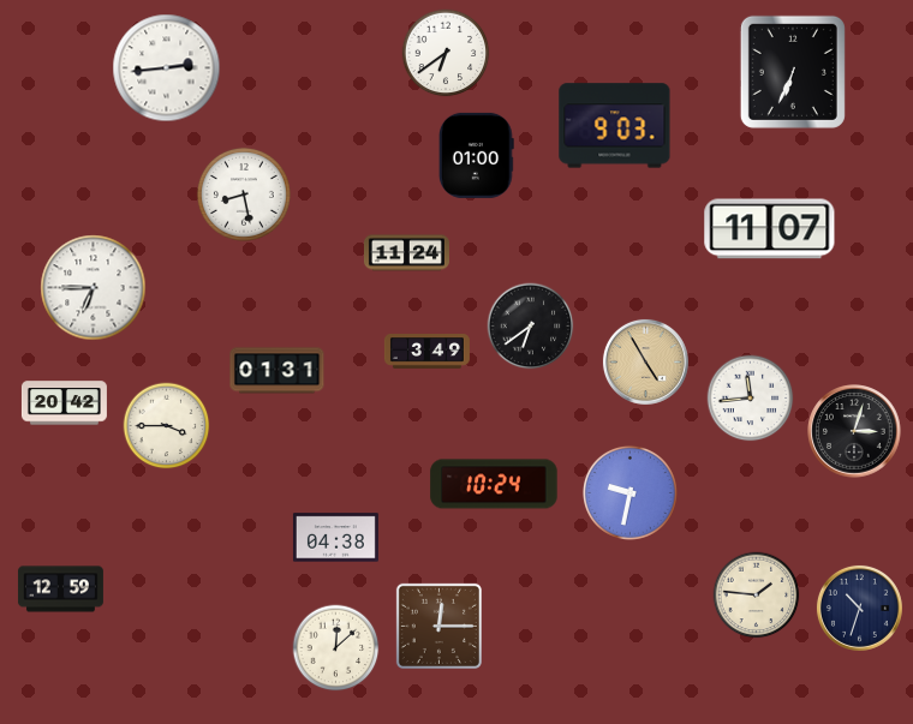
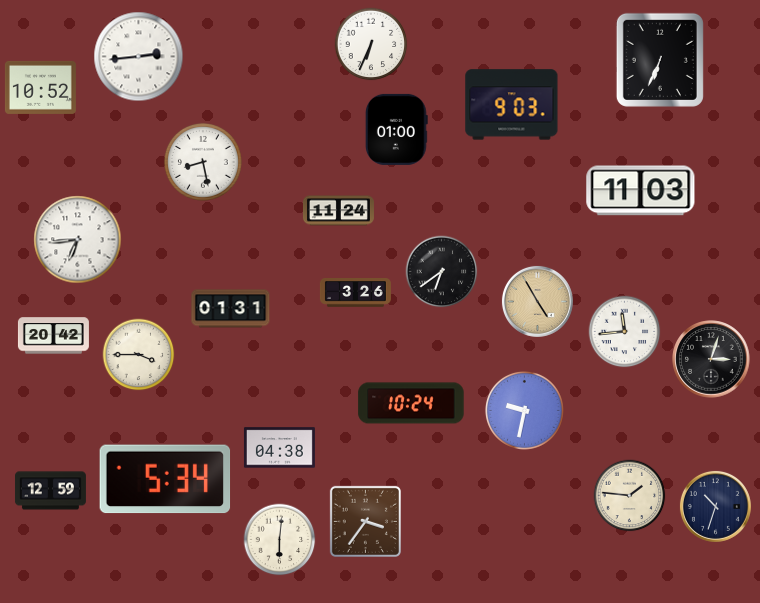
clock at (446, 53): 6:39 -> 6:34
clock at (40, 87): none -> 10:52
clock at (770, 229): 11:07 -> 11:03
clock at (94, 288): 6:45 -> 6:44
clock at (426, 352): 3:49 -> 3:26
clock at (165, 479): none -> 5:34
clock at (438, 626): 12:15 -> 3:36
clock at (336, 648): 12:08 -> 6:01
